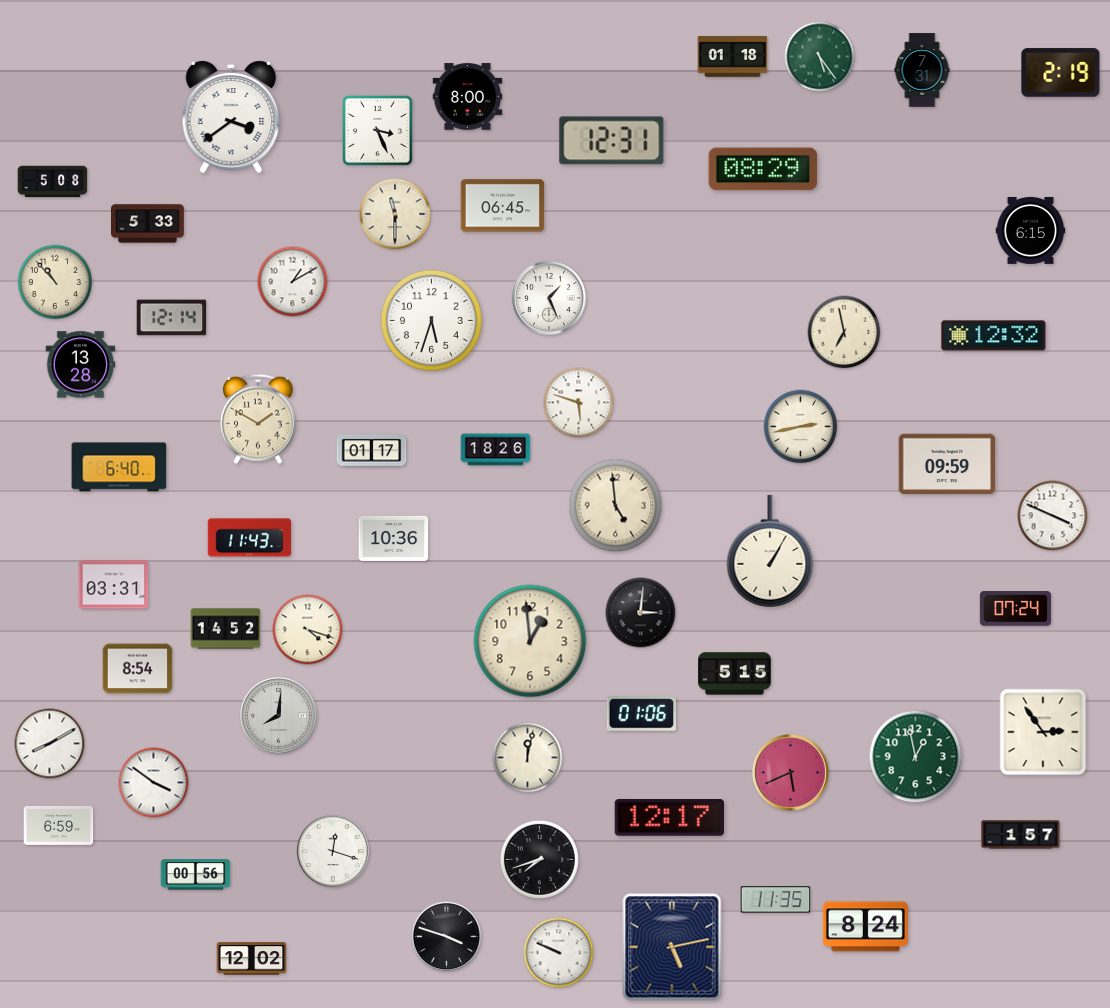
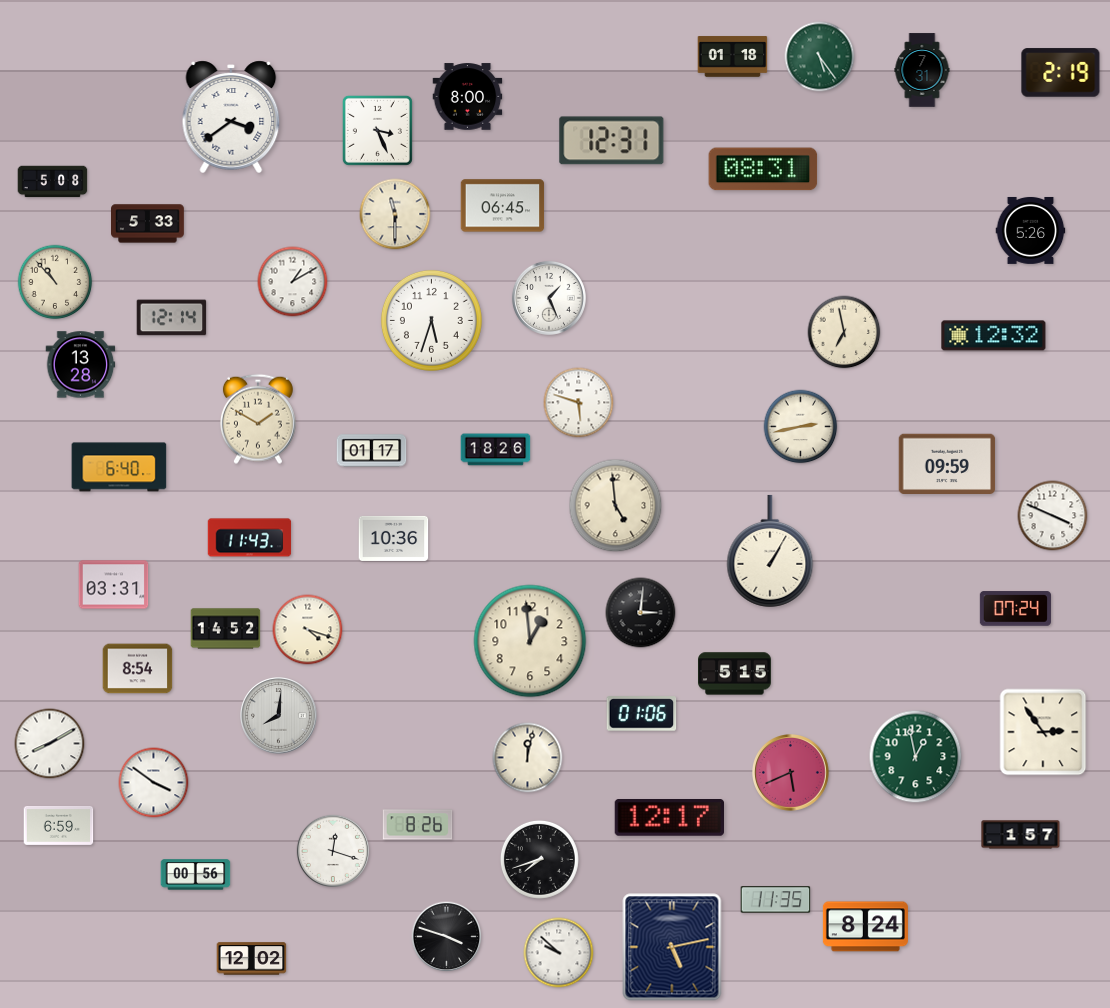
clock at (763, 169): 08:29 -> 08:31
clock at (1031, 230): 6:15 -> 5:26
clock at (418, 825): none -> 8:26
clock at (559, 953): 9:49 -> 9:52
